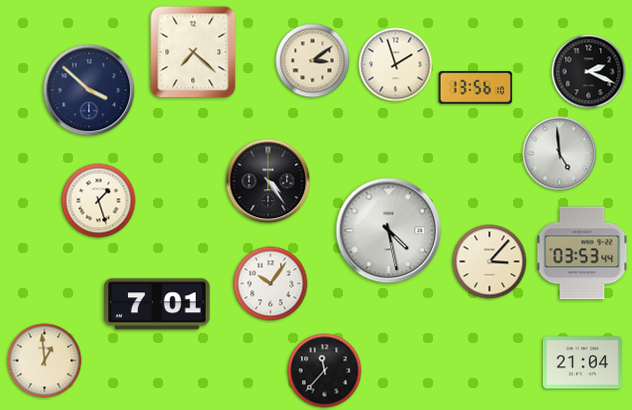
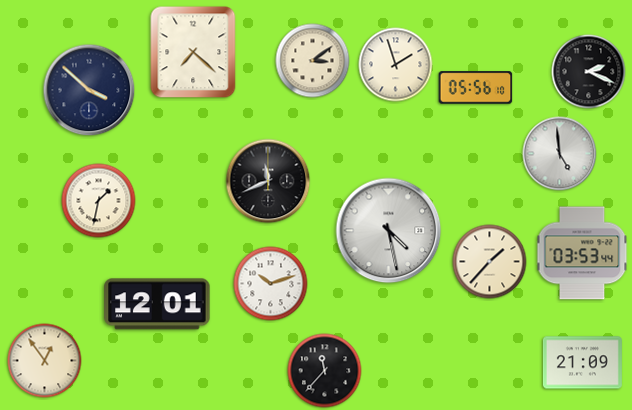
clock at (476, 88): 13:56 -> 05:56
clock at (268, 181): 4:24 -> 11:41
clock at (99, 201): 1:27 -> 1:32
clock at (490, 262): 3:07 -> 1:37
clock at (271, 284): 10:06 -> 10:12
clock at (157, 304): 7:01 -> 12:01
clock at (45, 361): 12:59 -> 12:54
clock at (582, 363): 21:04 -> 21:09
